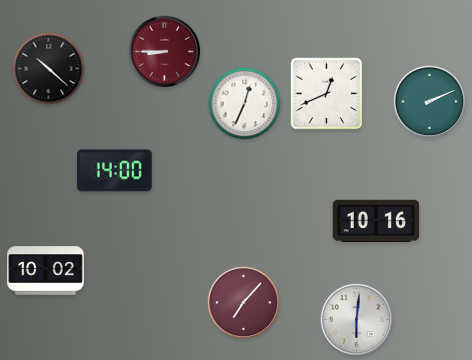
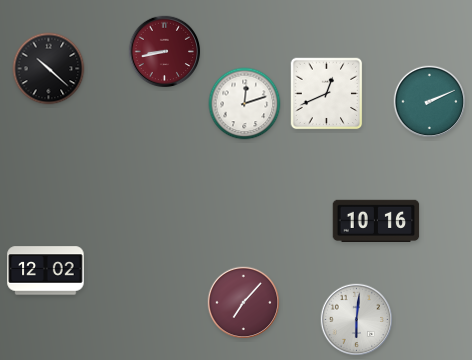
clock at (165, 52): 8:45 -> 8:43
clock at (245, 104): 12:34 -> 12:12
clock at (115, 171): 14:00 -> none
clock at (46, 271): 10:02 -> 12:02
